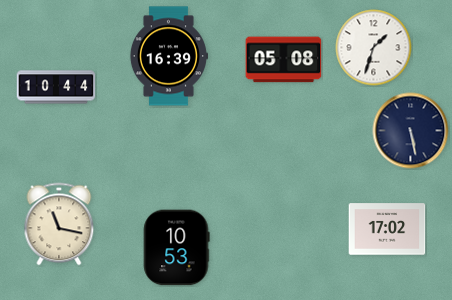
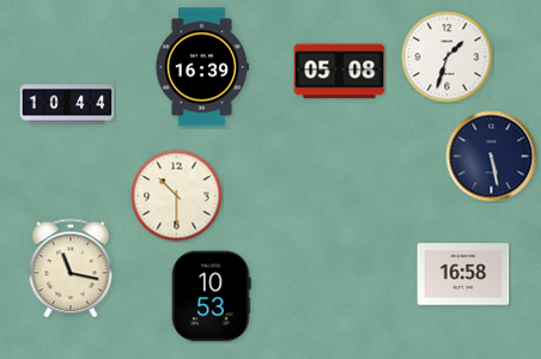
clock at (177, 196): none -> 10:30
clock at (387, 229): 17:02 -> 16:58
